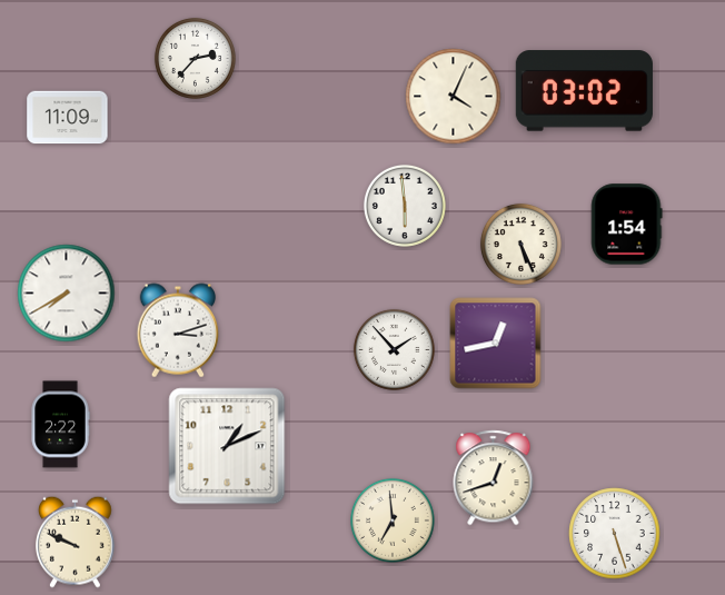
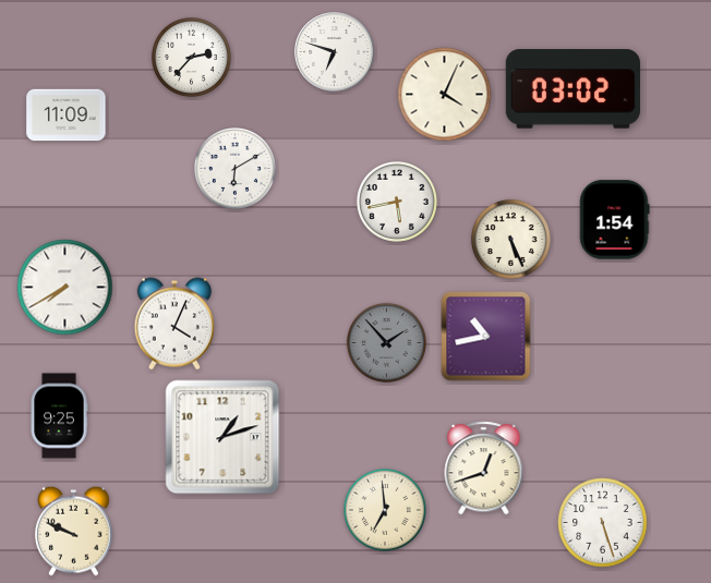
clock at (335, 52): none -> 6:48
clock at (234, 168): none -> 6:10
clock at (405, 206): 5:59 -> 5:43
clock at (177, 330): 3:12 -> 4:04
clock at (496, 344): 12:43 -> 10:43
clock at (394, 349) dial: white -> grey
clock at (60, 425): 2:22 -> 9:25
clock at (227, 446): 1:11 -> 1:12
